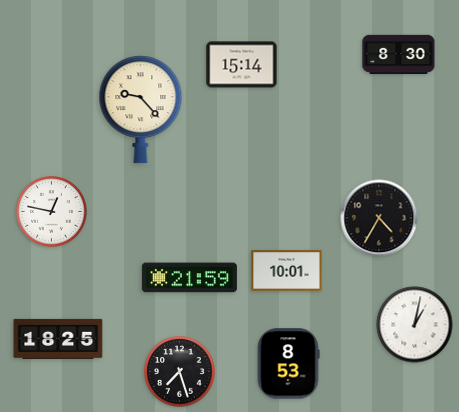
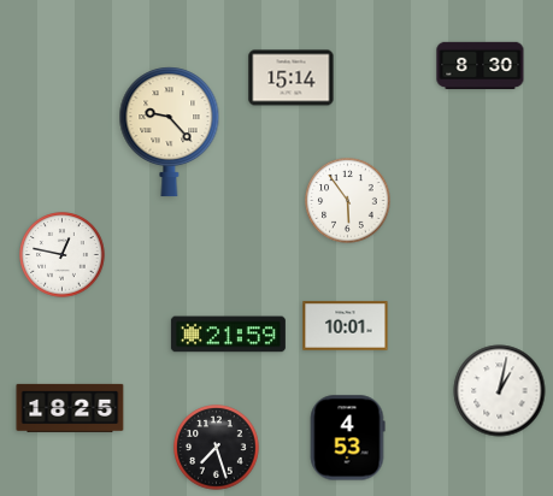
clock at (348, 201): none -> 5:54
clock at (379, 218): 4:35 -> none
clock at (288, 364): 8:53 -> 4:53
